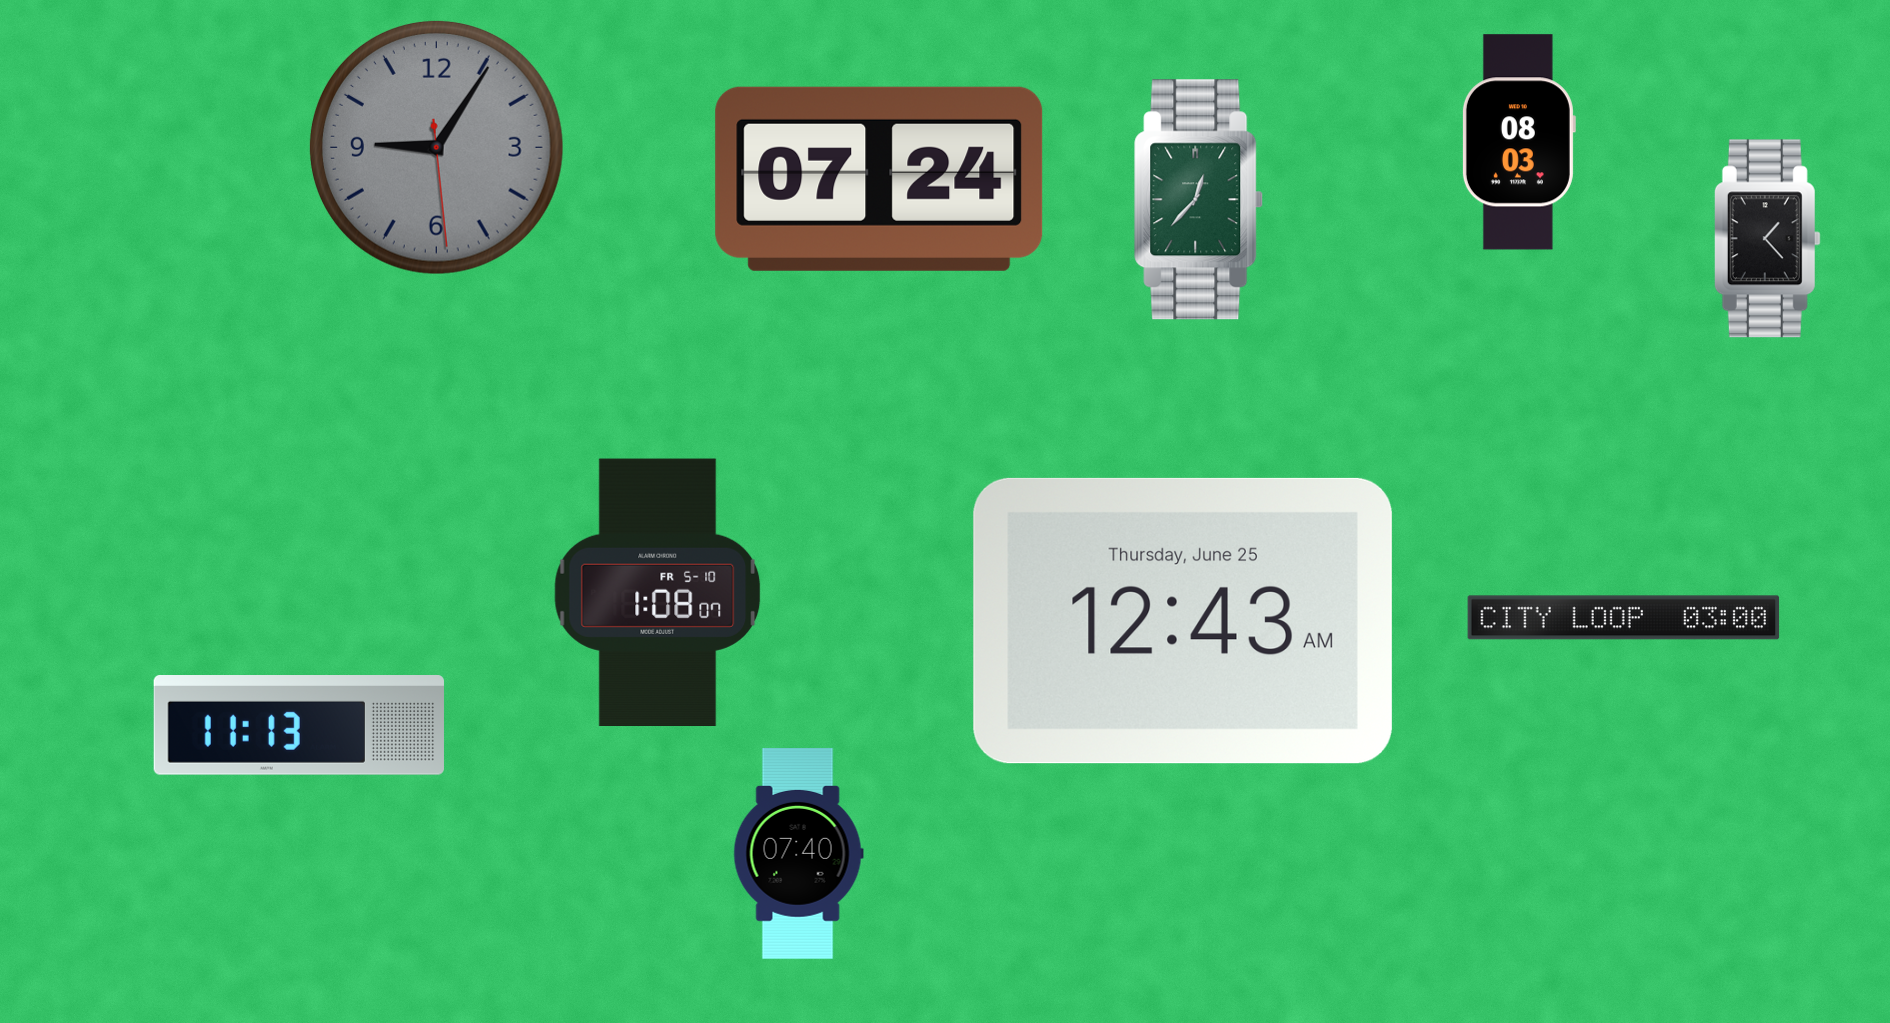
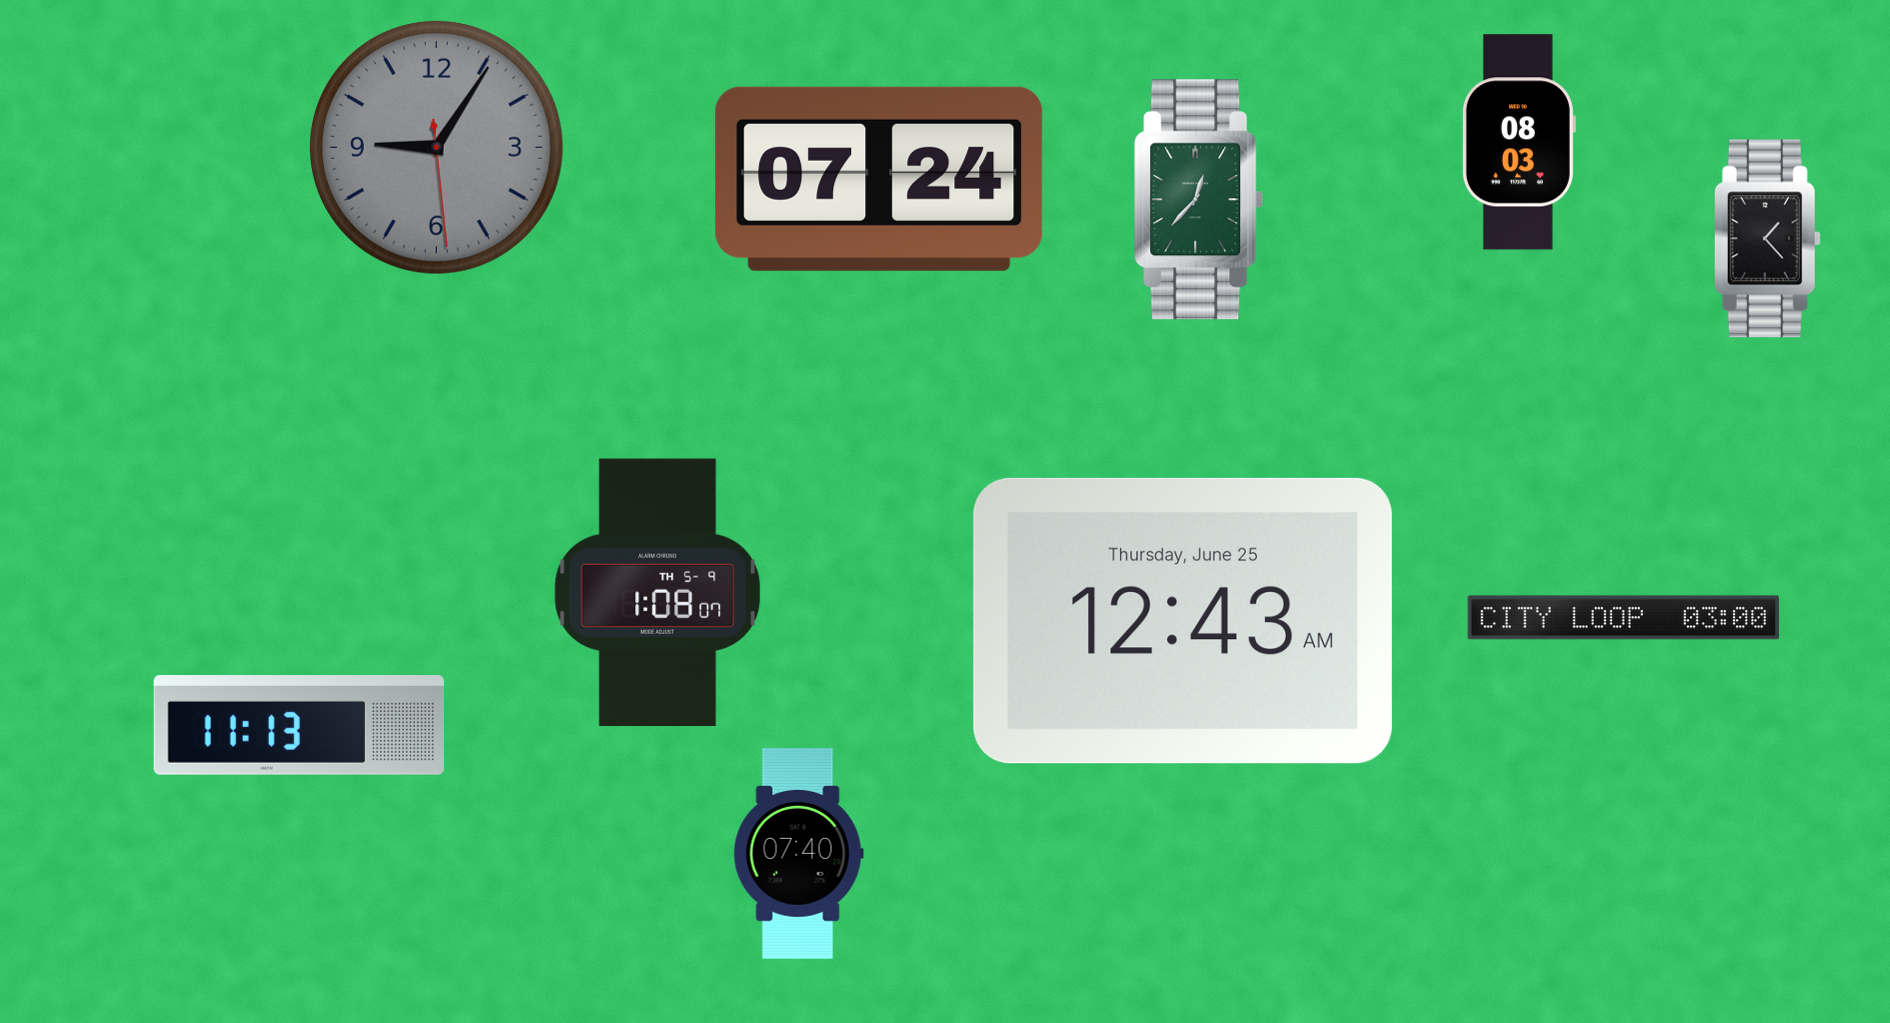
clock at (658, 592) date: FR 5-10 -> TH 5-9
